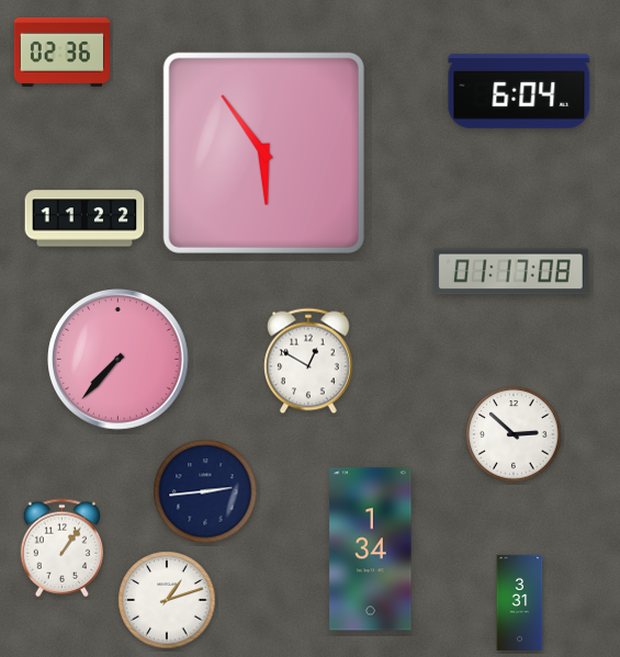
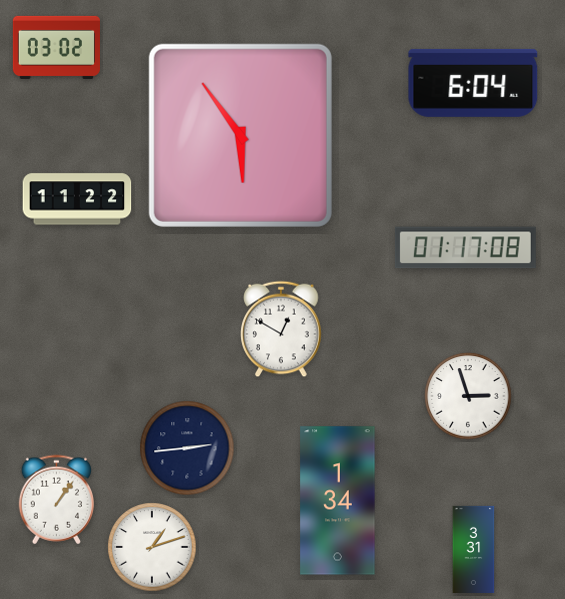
clock at (61, 52): 02:36 -> 03:02
clock at (263, 152) position: (263, 152) -> (240, 135)
clock at (119, 360): 7:37 -> none
clock at (514, 434): 2:52 -> 2:57
